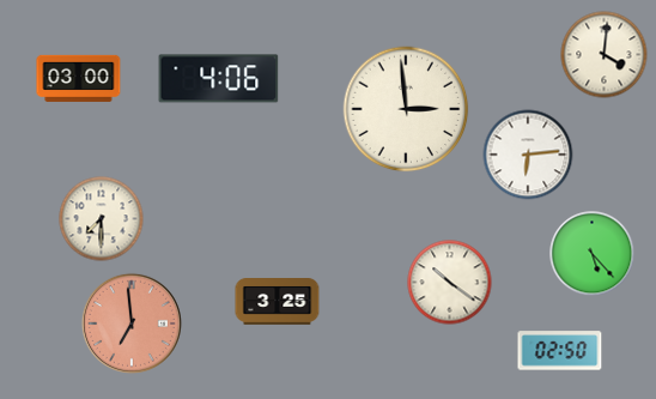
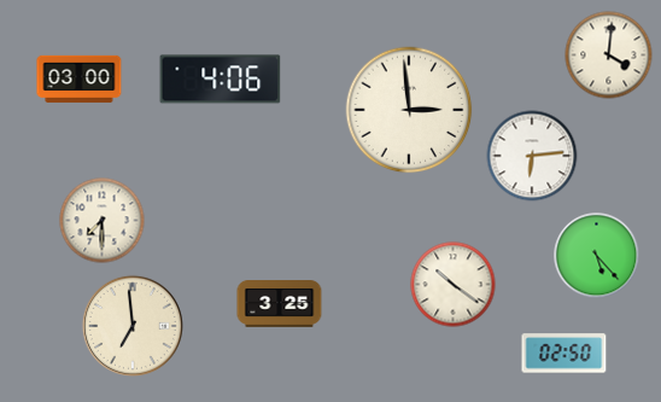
clock at (132, 324) dial: salmon -> cream
